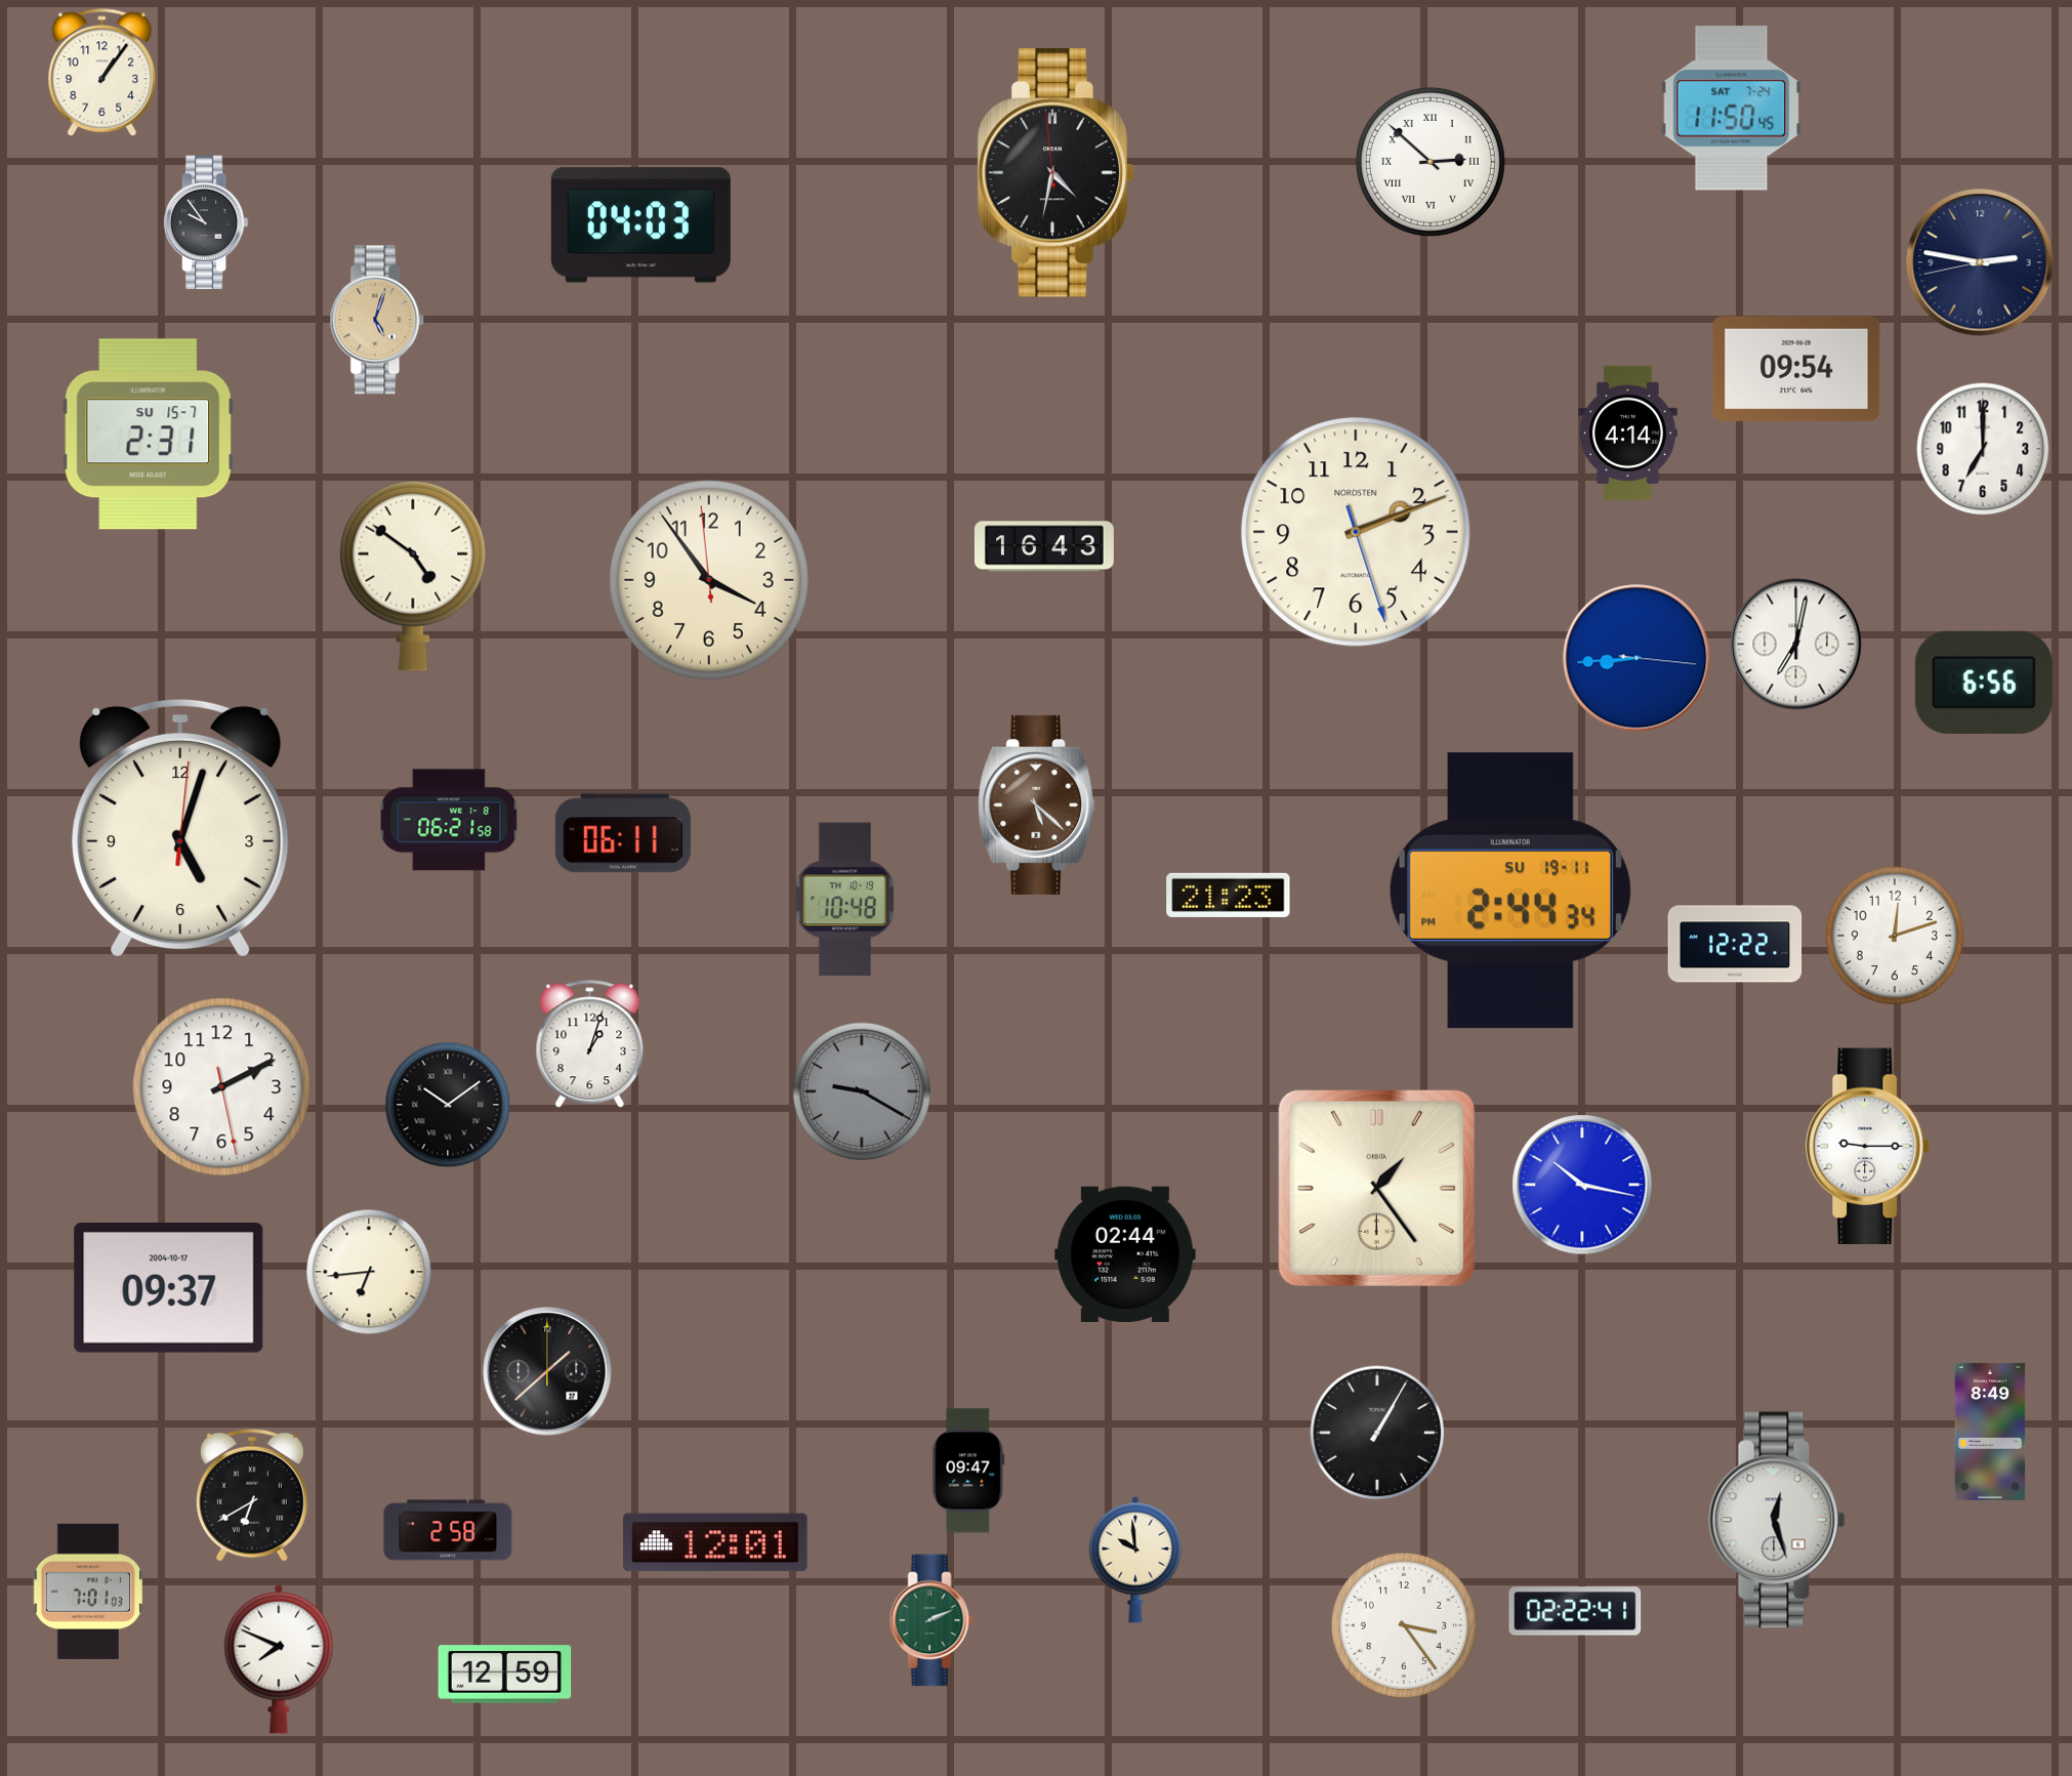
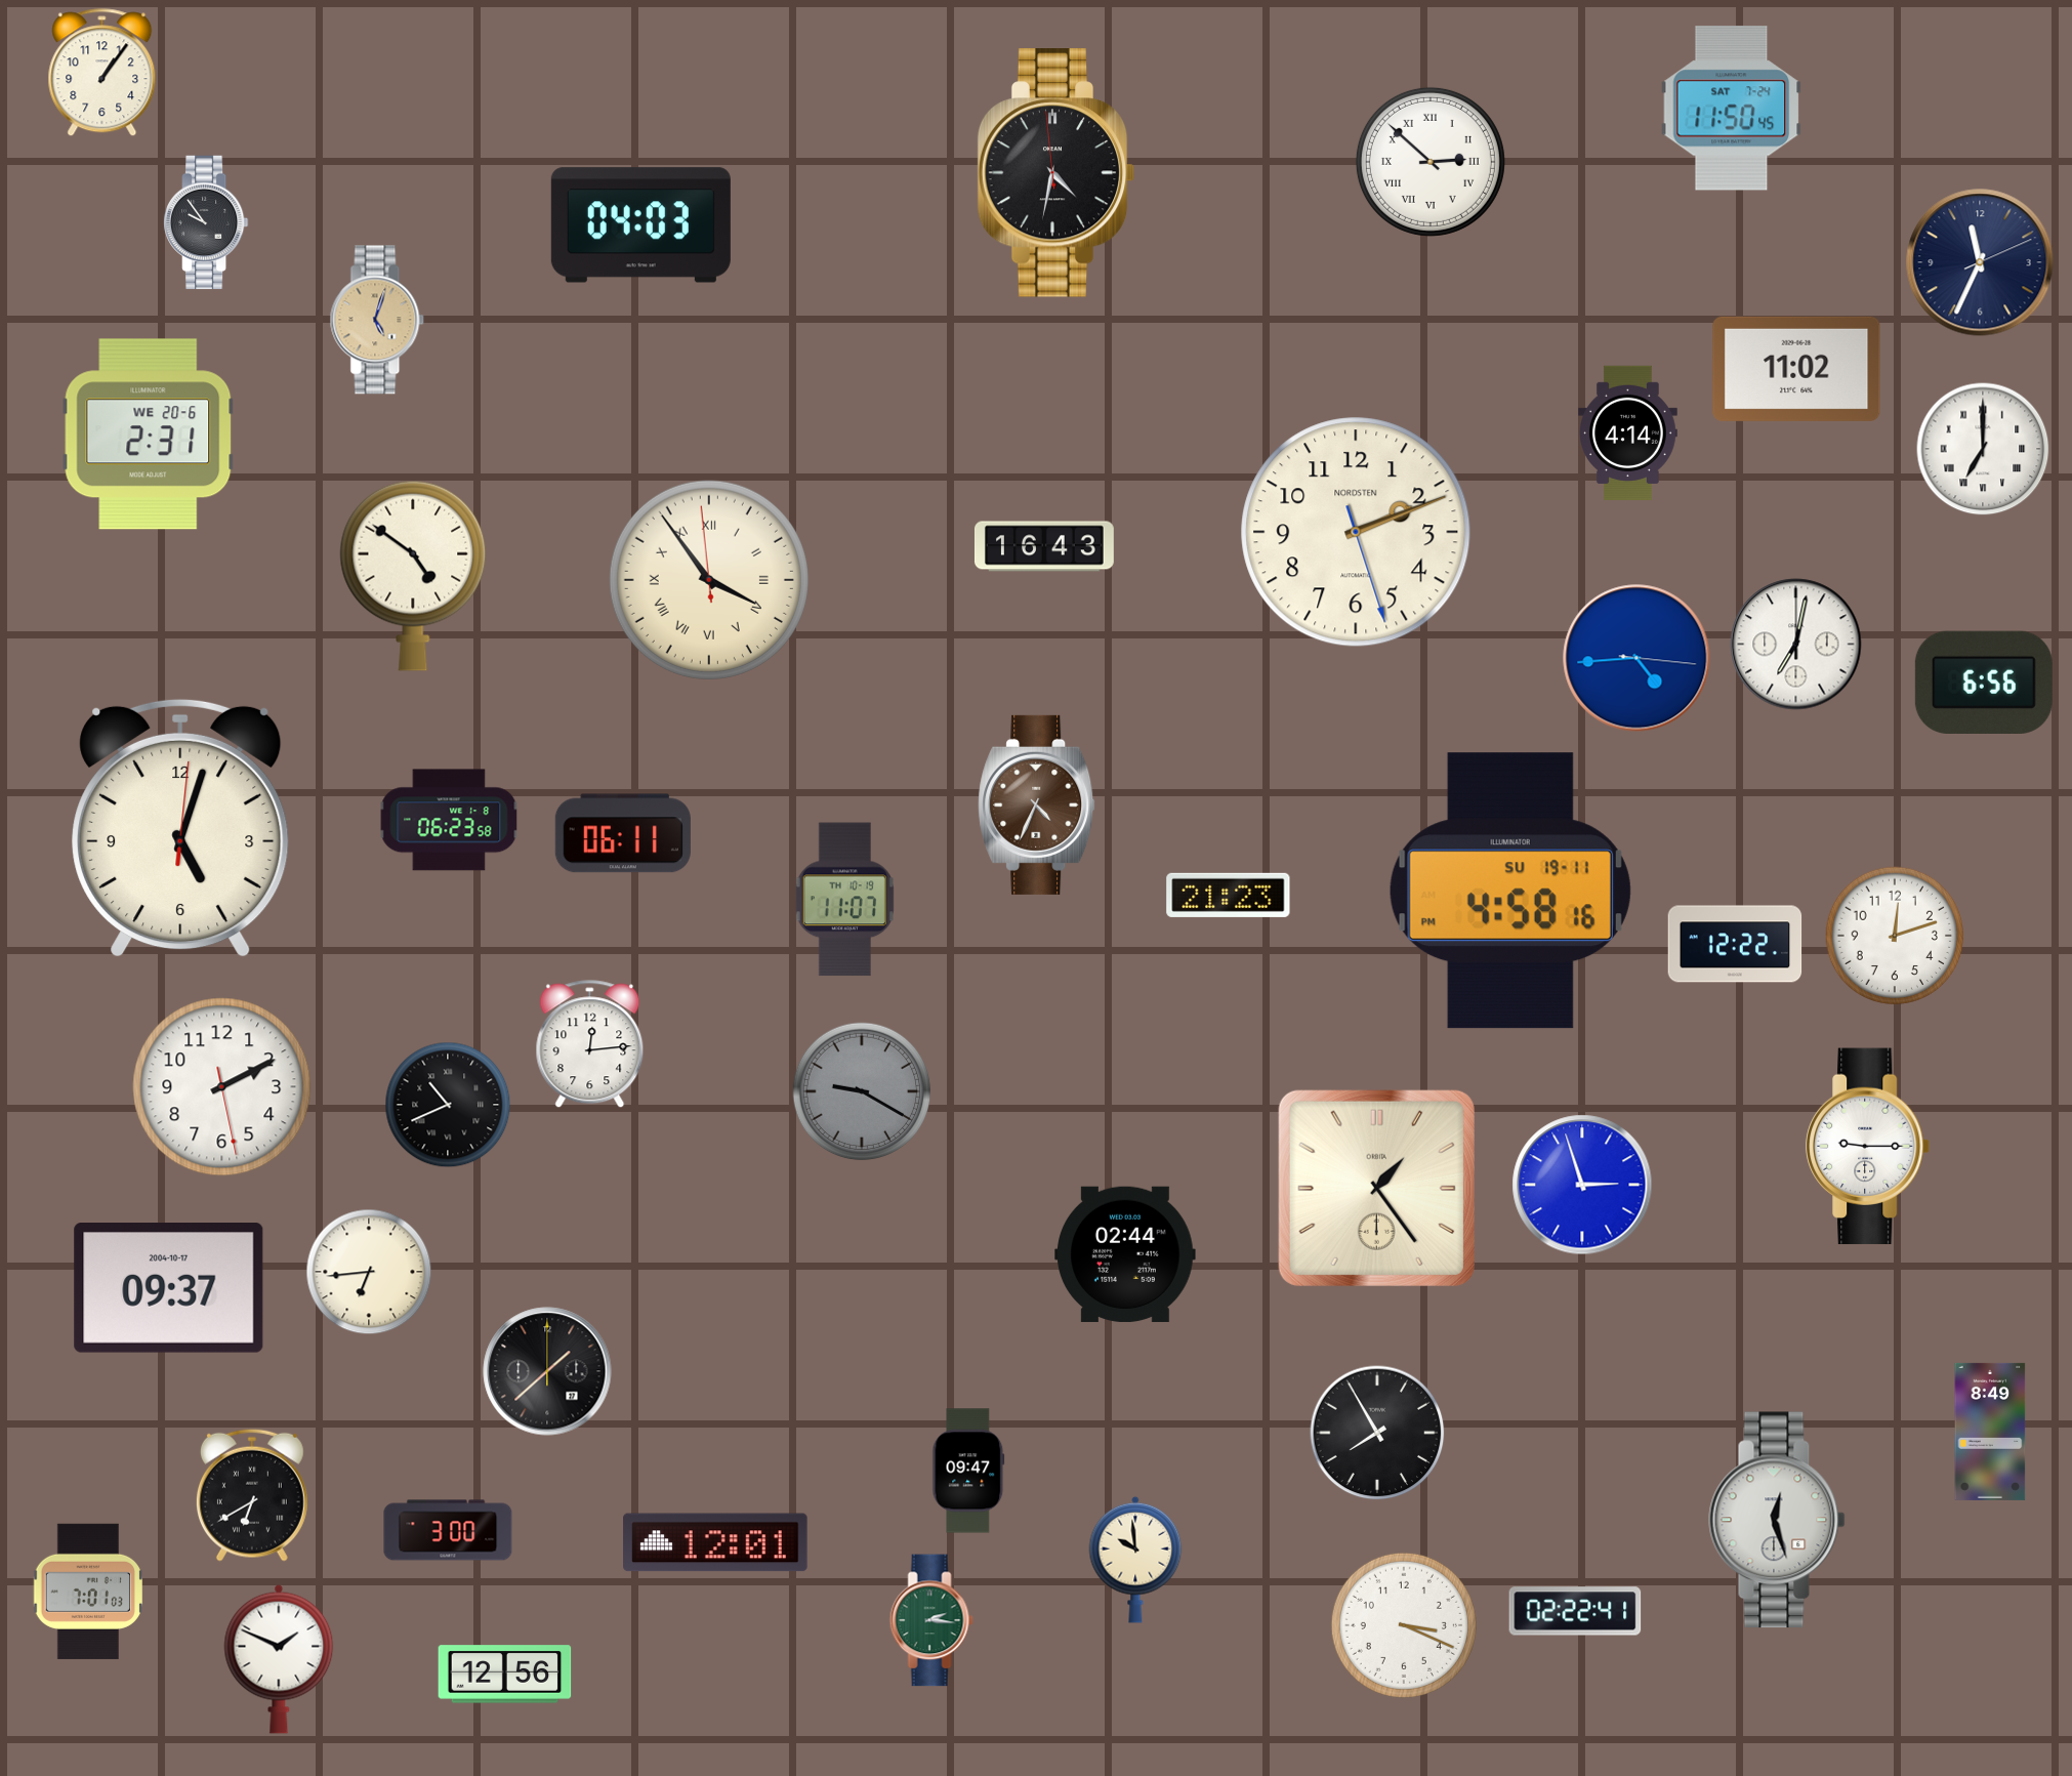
clock at (1980, 262): 2:46 -> 11:34
clock at (1796, 369): 09:54 -> 11:02
clock at (149, 435) date: SU 15-7 -> WE 20-6
clock at (1983, 449) numerals: Arabic -> Roman
clock at (709, 580) numerals: Arabic -> Roman
clock at (1636, 658): 8:44 -> 4:44
clock at (1037, 804): 5:22 -> 4:34
clock at (449, 820): 06:21 -> 06:23
clock at (1510, 891): 2:44 -> 4:58
clock at (844, 900): 10:48 -> 11:07
clock at (590, 1044): 1:03 -> 12:14
clock at (448, 1105): 10:09 -> 10:41
clock at (1582, 1185): 10:17 -> 2:57
clock at (1377, 1433): 1:05 -> 7:55
clock at (448, 1530): 2:58 -> 3:00
clock at (931, 1620): 2:11 -> 2:16
clock at (1404, 1625): 3:24 -> 3:19
clock at (279, 1659): 7:49 -> 1:49
clock at (505, 1675): 12:59 -> 12:56
